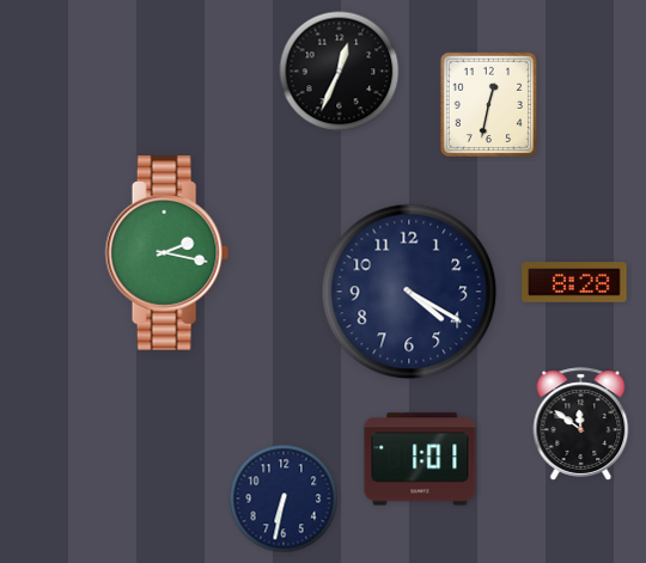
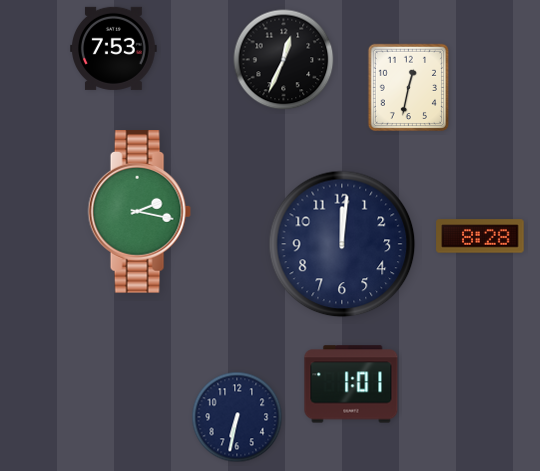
clock at (114, 48): none -> 7:53
clock at (409, 292): 4:20 -> 12:01
clock at (581, 424): 11:51 -> none
